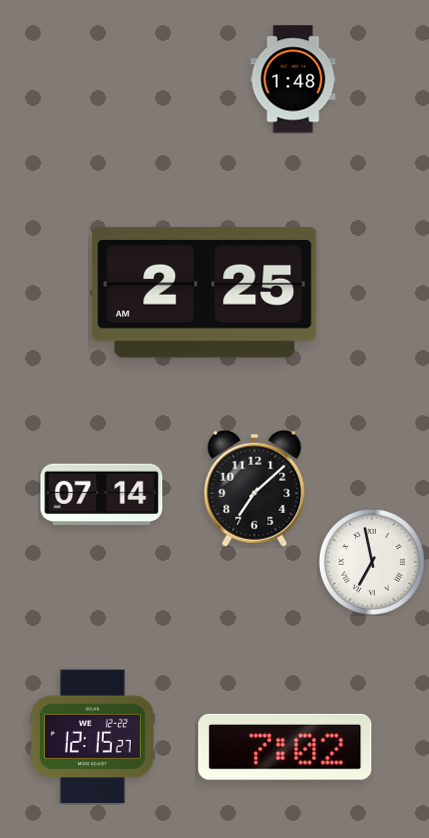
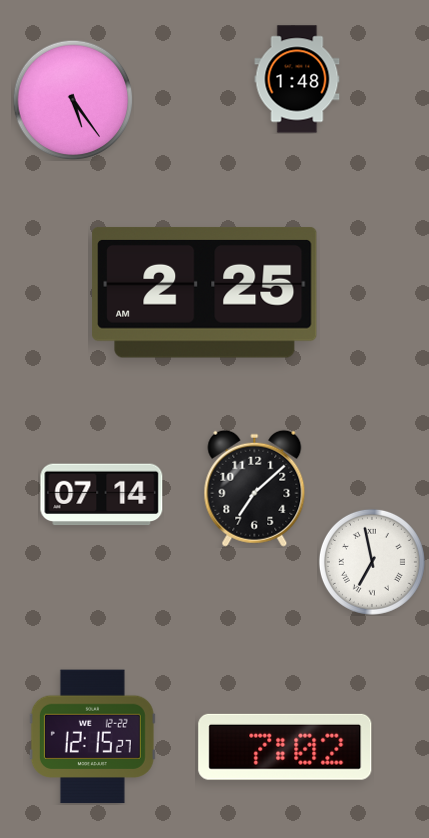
clock at (293, 79) position: (293, 79) -> (297, 79)
clock at (73, 100): none -> 5:24
